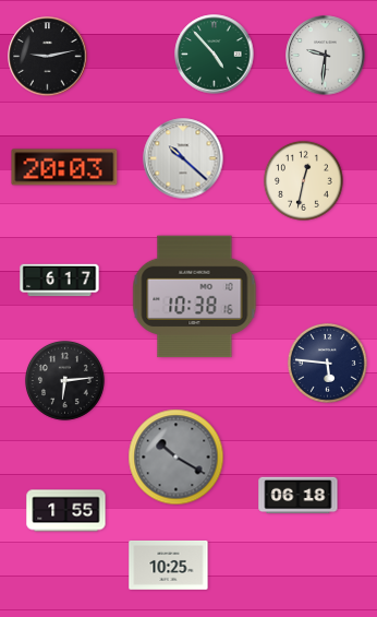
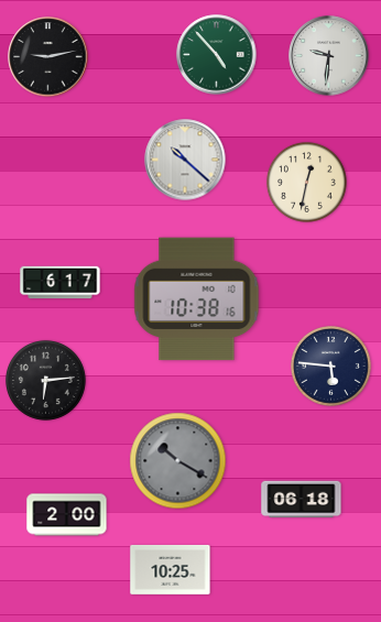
clock at (64, 167): 20:03 -> none
clock at (64, 380) position: (64, 380) -> (45, 380)
clock at (66, 511): 1:55 -> 2:00
